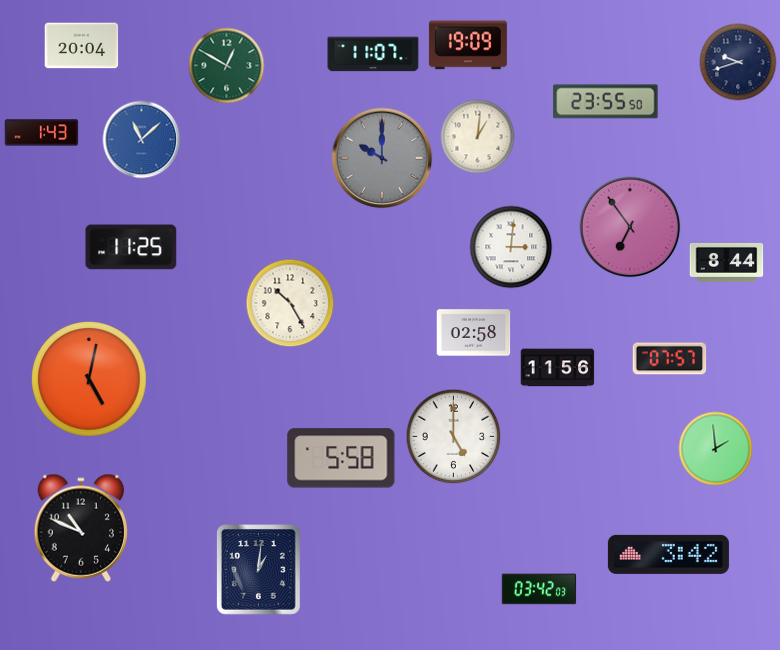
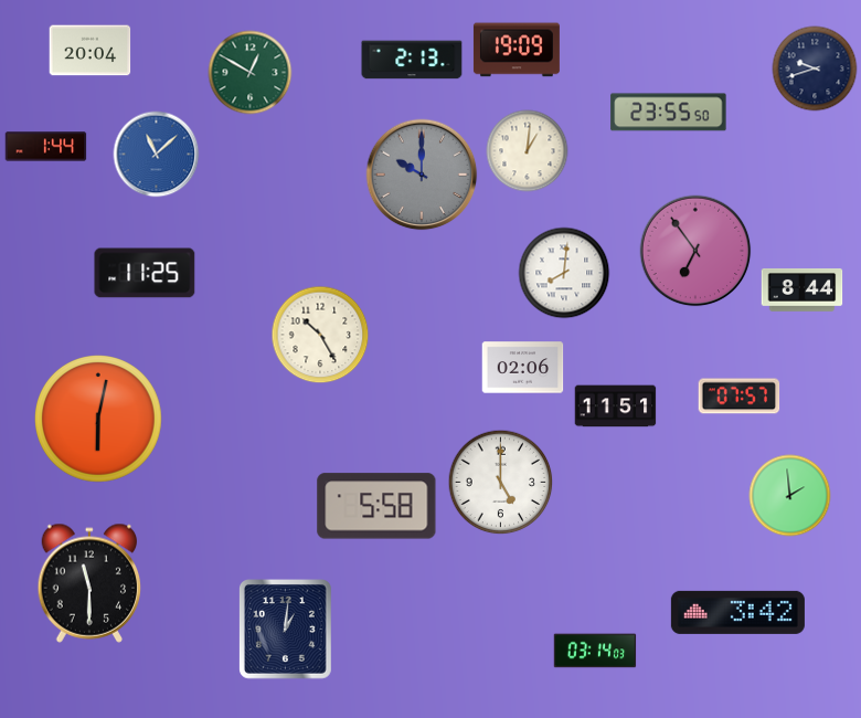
clock at (373, 54): 11:07 -> 2:13
clock at (42, 133): 1:43 -> 1:44
clock at (511, 247): 3:01 -> 8:01
clock at (474, 333): 02:58 -> 02:06
clock at (558, 368): 11:56 -> 11:51
clock at (90, 380): 5:02 -> 6:02
clock at (81, 528): 10:49 -> 11:30
clock at (539, 589): 03:42 -> 03:14
